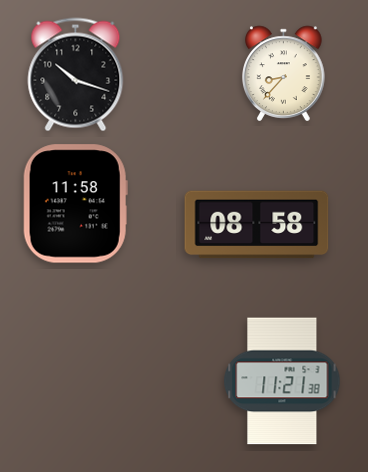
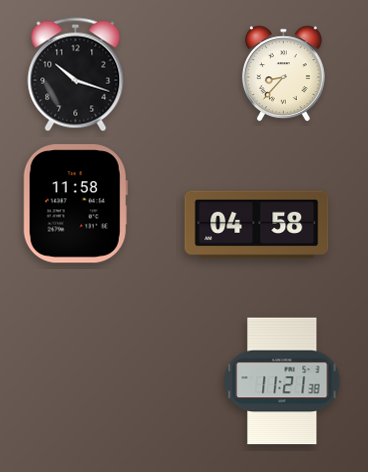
clock at (257, 225): 08:58 -> 04:58
